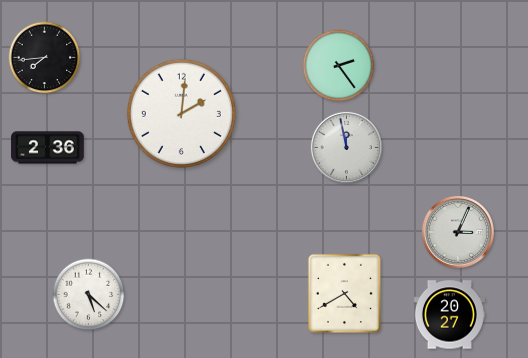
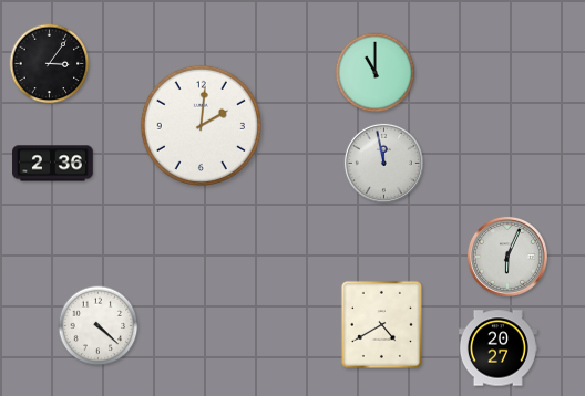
clock at (45, 58): 7:44 -> 3:06
clock at (339, 66): 2:24 -> 11:00
clock at (458, 232): 3:04 -> 6:04
clock at (89, 295): 5:22 -> 4:22
